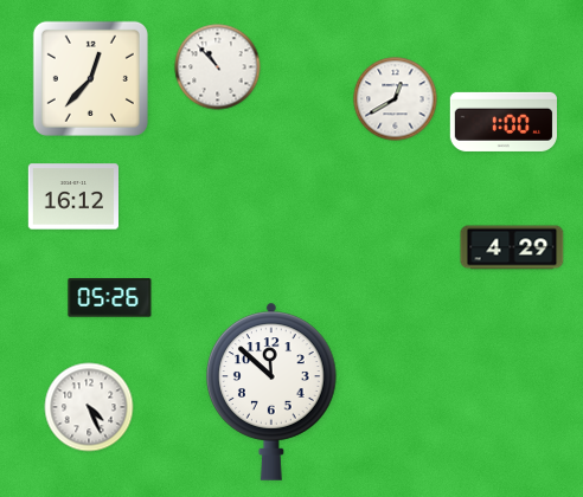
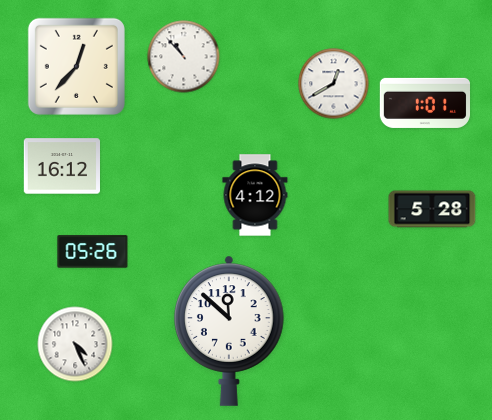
clock at (502, 122): 1:00 -> 1:01
clock at (255, 195): none -> 4:12
clock at (512, 247): 4:29 -> 5:28
